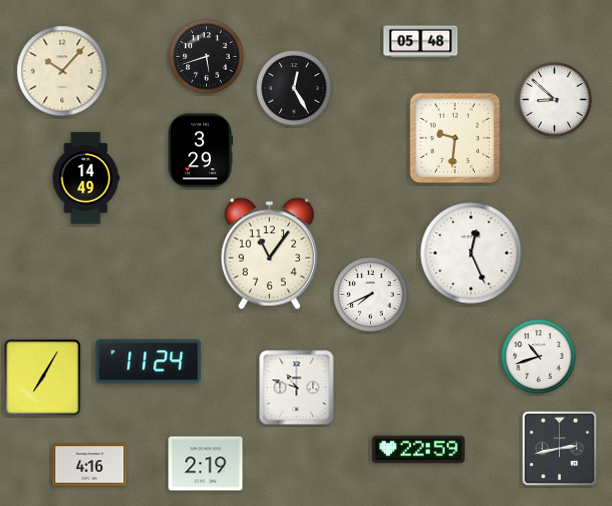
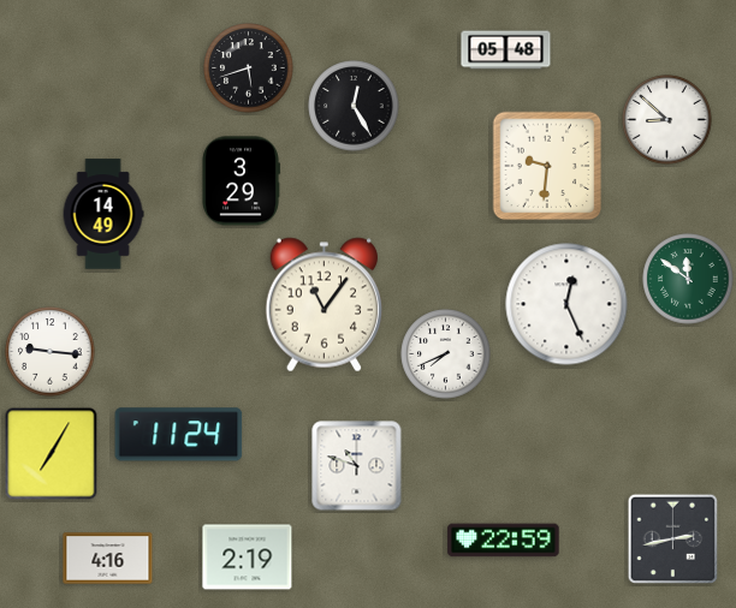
clock at (62, 71): 10:07 -> none
clock at (688, 279): none -> 11:51
clock at (51, 352): none -> 9:16
clock at (539, 357): 10:42 -> none
